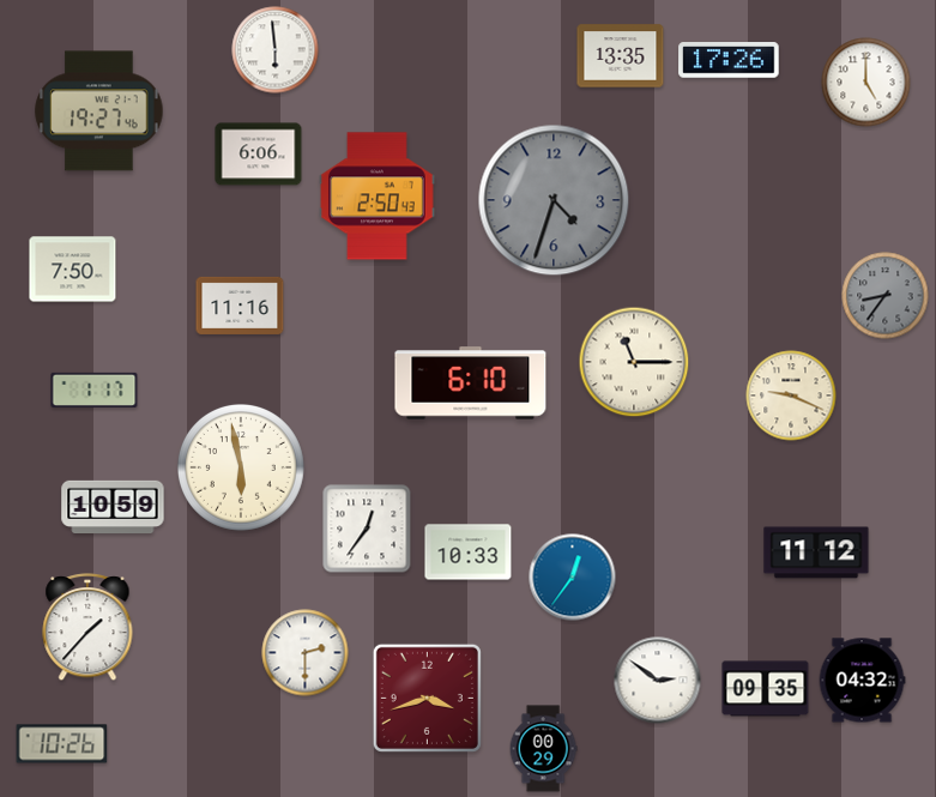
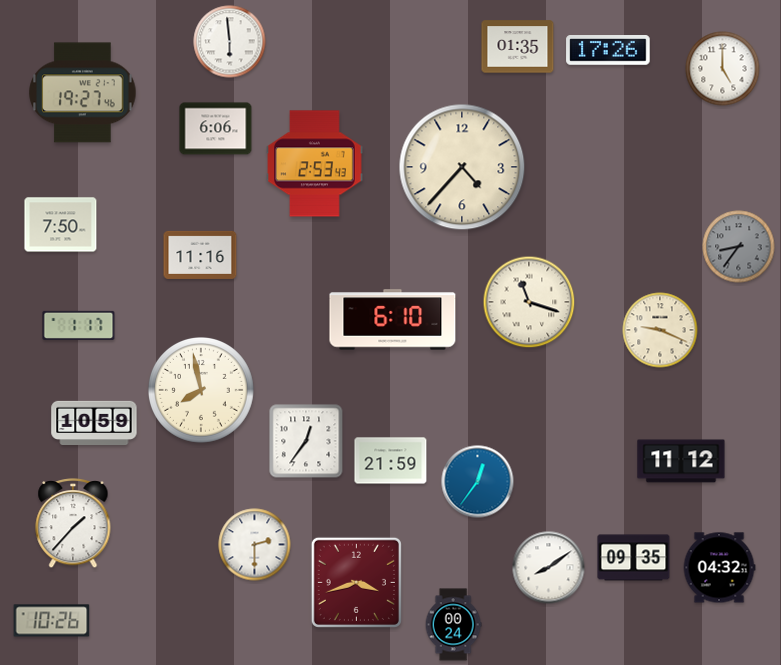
clock at (621, 56): 13:35 -> 01:35
clock at (378, 197): 2:50 -> 2:53
clock at (554, 200): 4:33 -> 4:37
clock at (554, 200) dial: grey -> cream
clock at (634, 362): 11:15 -> 11:18
clock at (242, 469): 5:58 -> 7:58
clock at (469, 553): 10:33 -> 21:59
clock at (658, 681): 2:51 -> 8:09
clock at (766, 689) position: (766, 689) -> (634, 558)
clock at (543, 749): 00:29 -> 00:24
